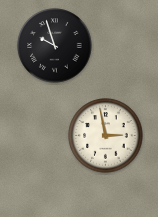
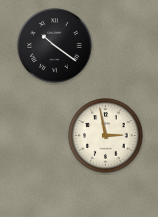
clock at (55, 46): 9:57 -> 10:21
